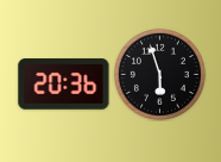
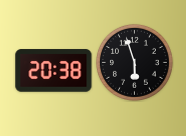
clock at (64, 85): 20:36 -> 20:38
